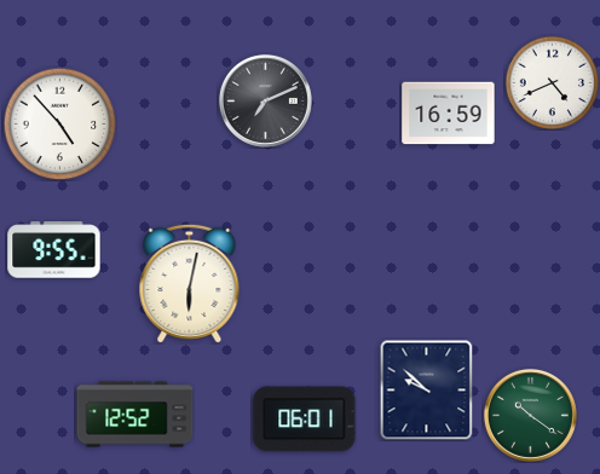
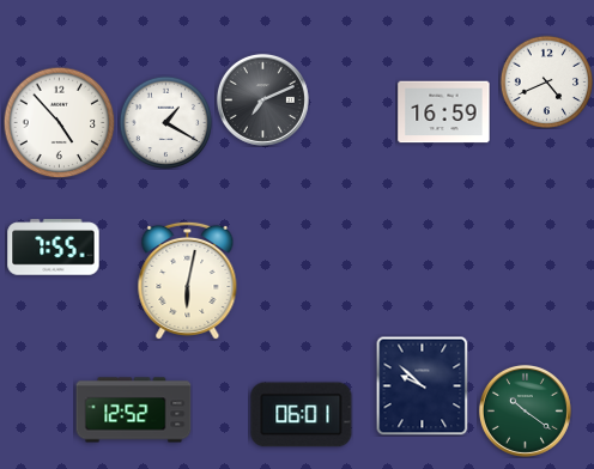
clock at (165, 122): none -> 1:20
clock at (54, 250): 9:55 -> 7:55
